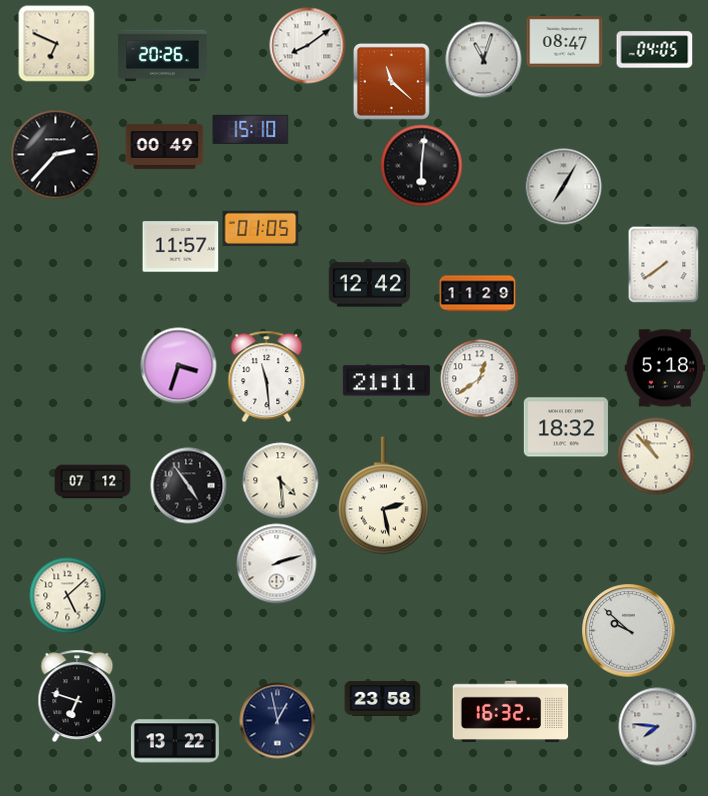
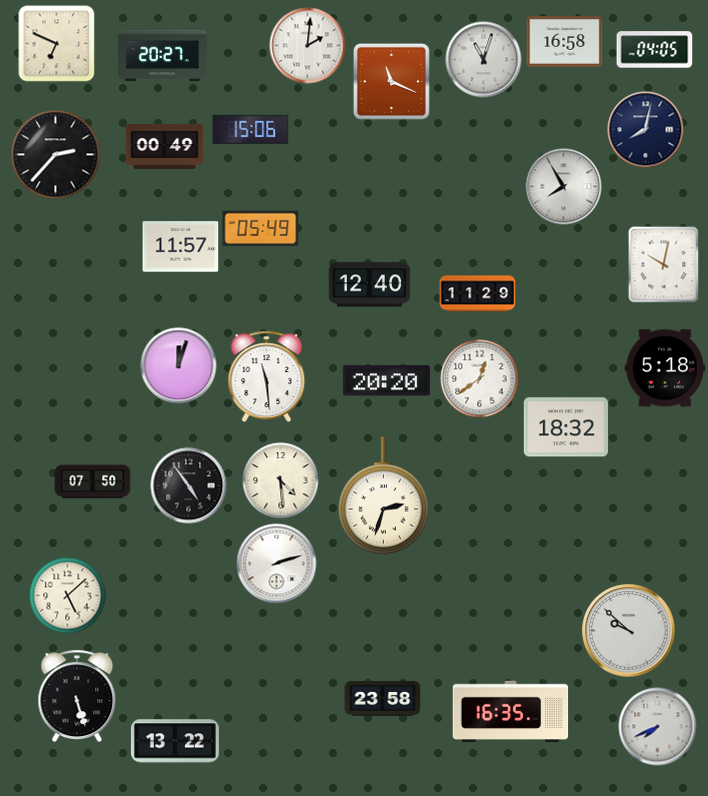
clock at (565, 42): 08:47 -> 16:58
clock at (308, 46): 8:09 -> 2:01
clock at (162, 56): 20:26 -> 20:27
clock at (391, 81): 11:22 -> 11:19
clock at (251, 129): 15:10 -> 15:06
clock at (646, 130): none -> 8:02
clock at (422, 166): 6:01 -> none
clock at (564, 187): 7:05 -> 7:55
clock at (261, 228): 01:05 -> 05:49
clock at (664, 264): 7:39 -> 10:02
clock at (370, 285): 12:42 -> 12:40
clock at (179, 366): 3:33 -> 12:03
clock at (386, 381): 21:11 -> 20:20
clock at (656, 456): 10:53 -> none
clock at (93, 482): 07:12 -> 07:50
clock at (384, 496): 2:28 -> 2:33
clock at (77, 696): 6:48 -> 5:27
clock at (511, 712): 16:32 -> 16:35
clock at (278, 721): 12:58 -> none
clock at (658, 727): 7:46 -> 7:41
